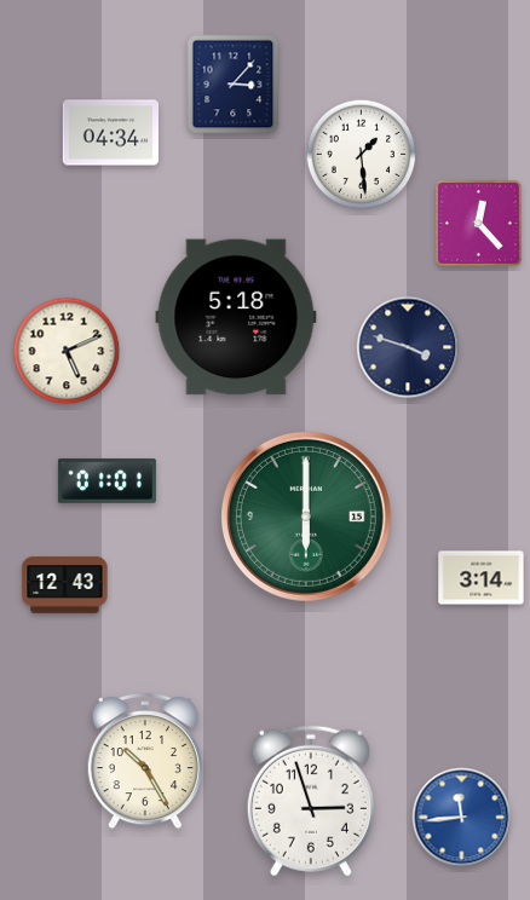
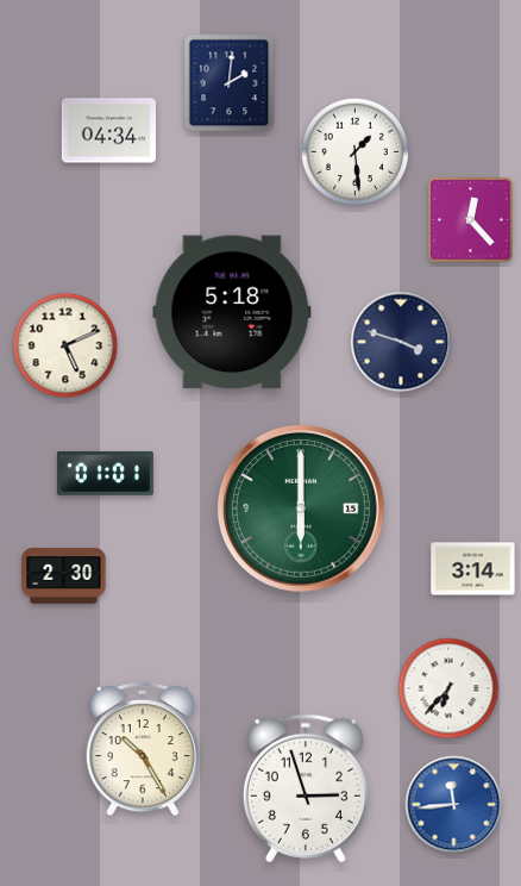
clock at (234, 85): 3:07 -> 2:01
clock at (65, 585): 12:43 -> 2:30
clock at (448, 688): none -> 6:37
